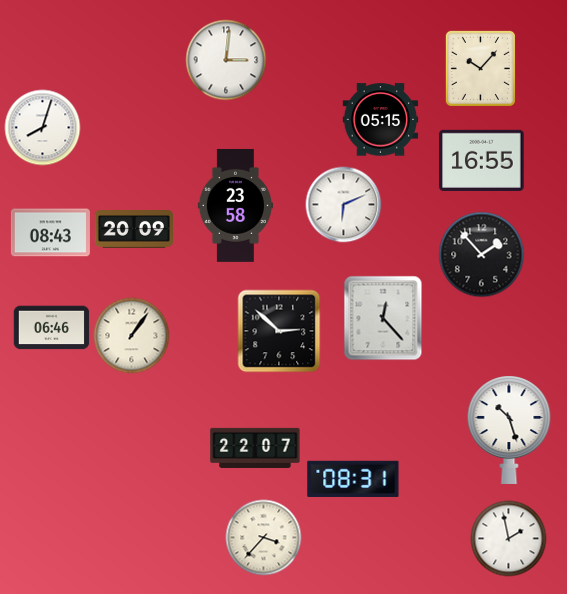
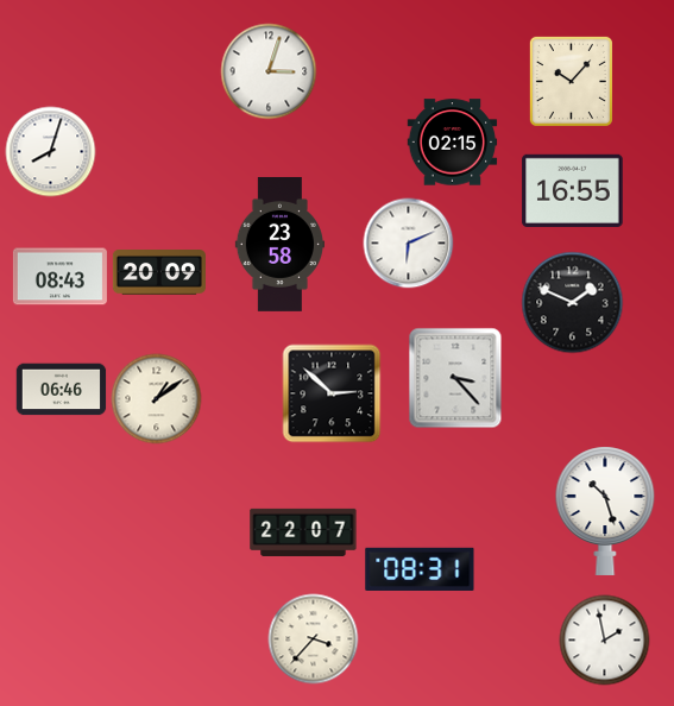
clock at (226, 60): 3:01 -> 3:03
clock at (381, 120): 05:15 -> 02:15
clock at (482, 255): 1:53 -> 1:49
clock at (383, 318): 12:23 -> 3:23
clock at (132, 336): 1:06 -> 1:09
